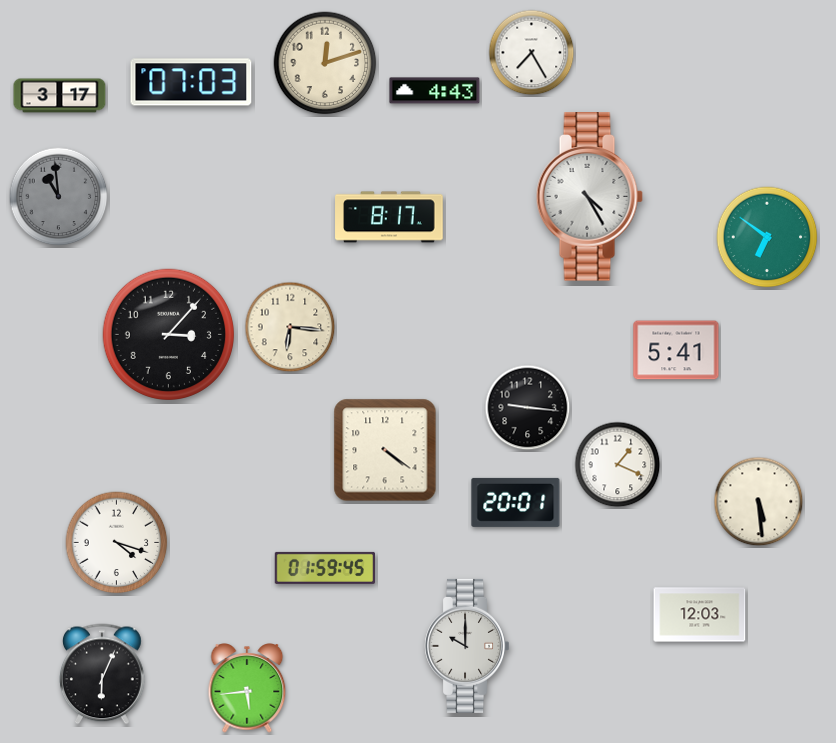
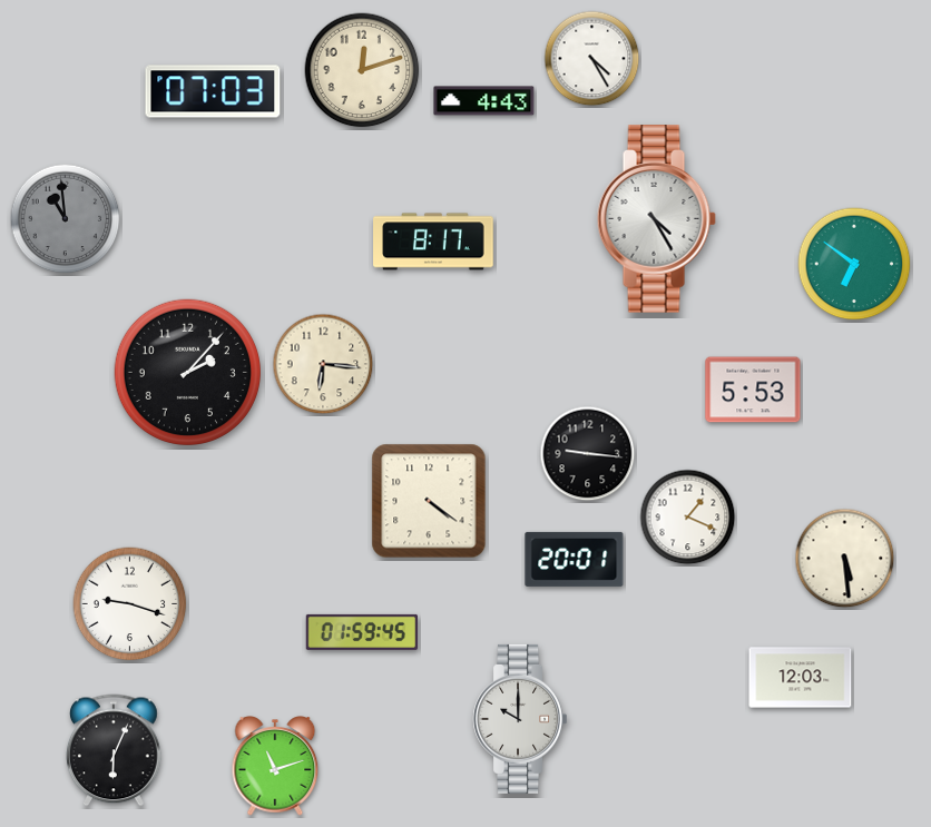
clock at (532, 53): 7:25 -> 4:25
clock at (60, 96): 3:17 -> none
clock at (168, 334): 3:07 -> 2:07
clock at (676, 350): 5:41 -> 5:53
clock at (117, 543): 4:18 -> 9:18
clock at (700, 615) position: (700, 615) -> (801, 678)
clock at (247, 688): 5:44 -> 11:12
